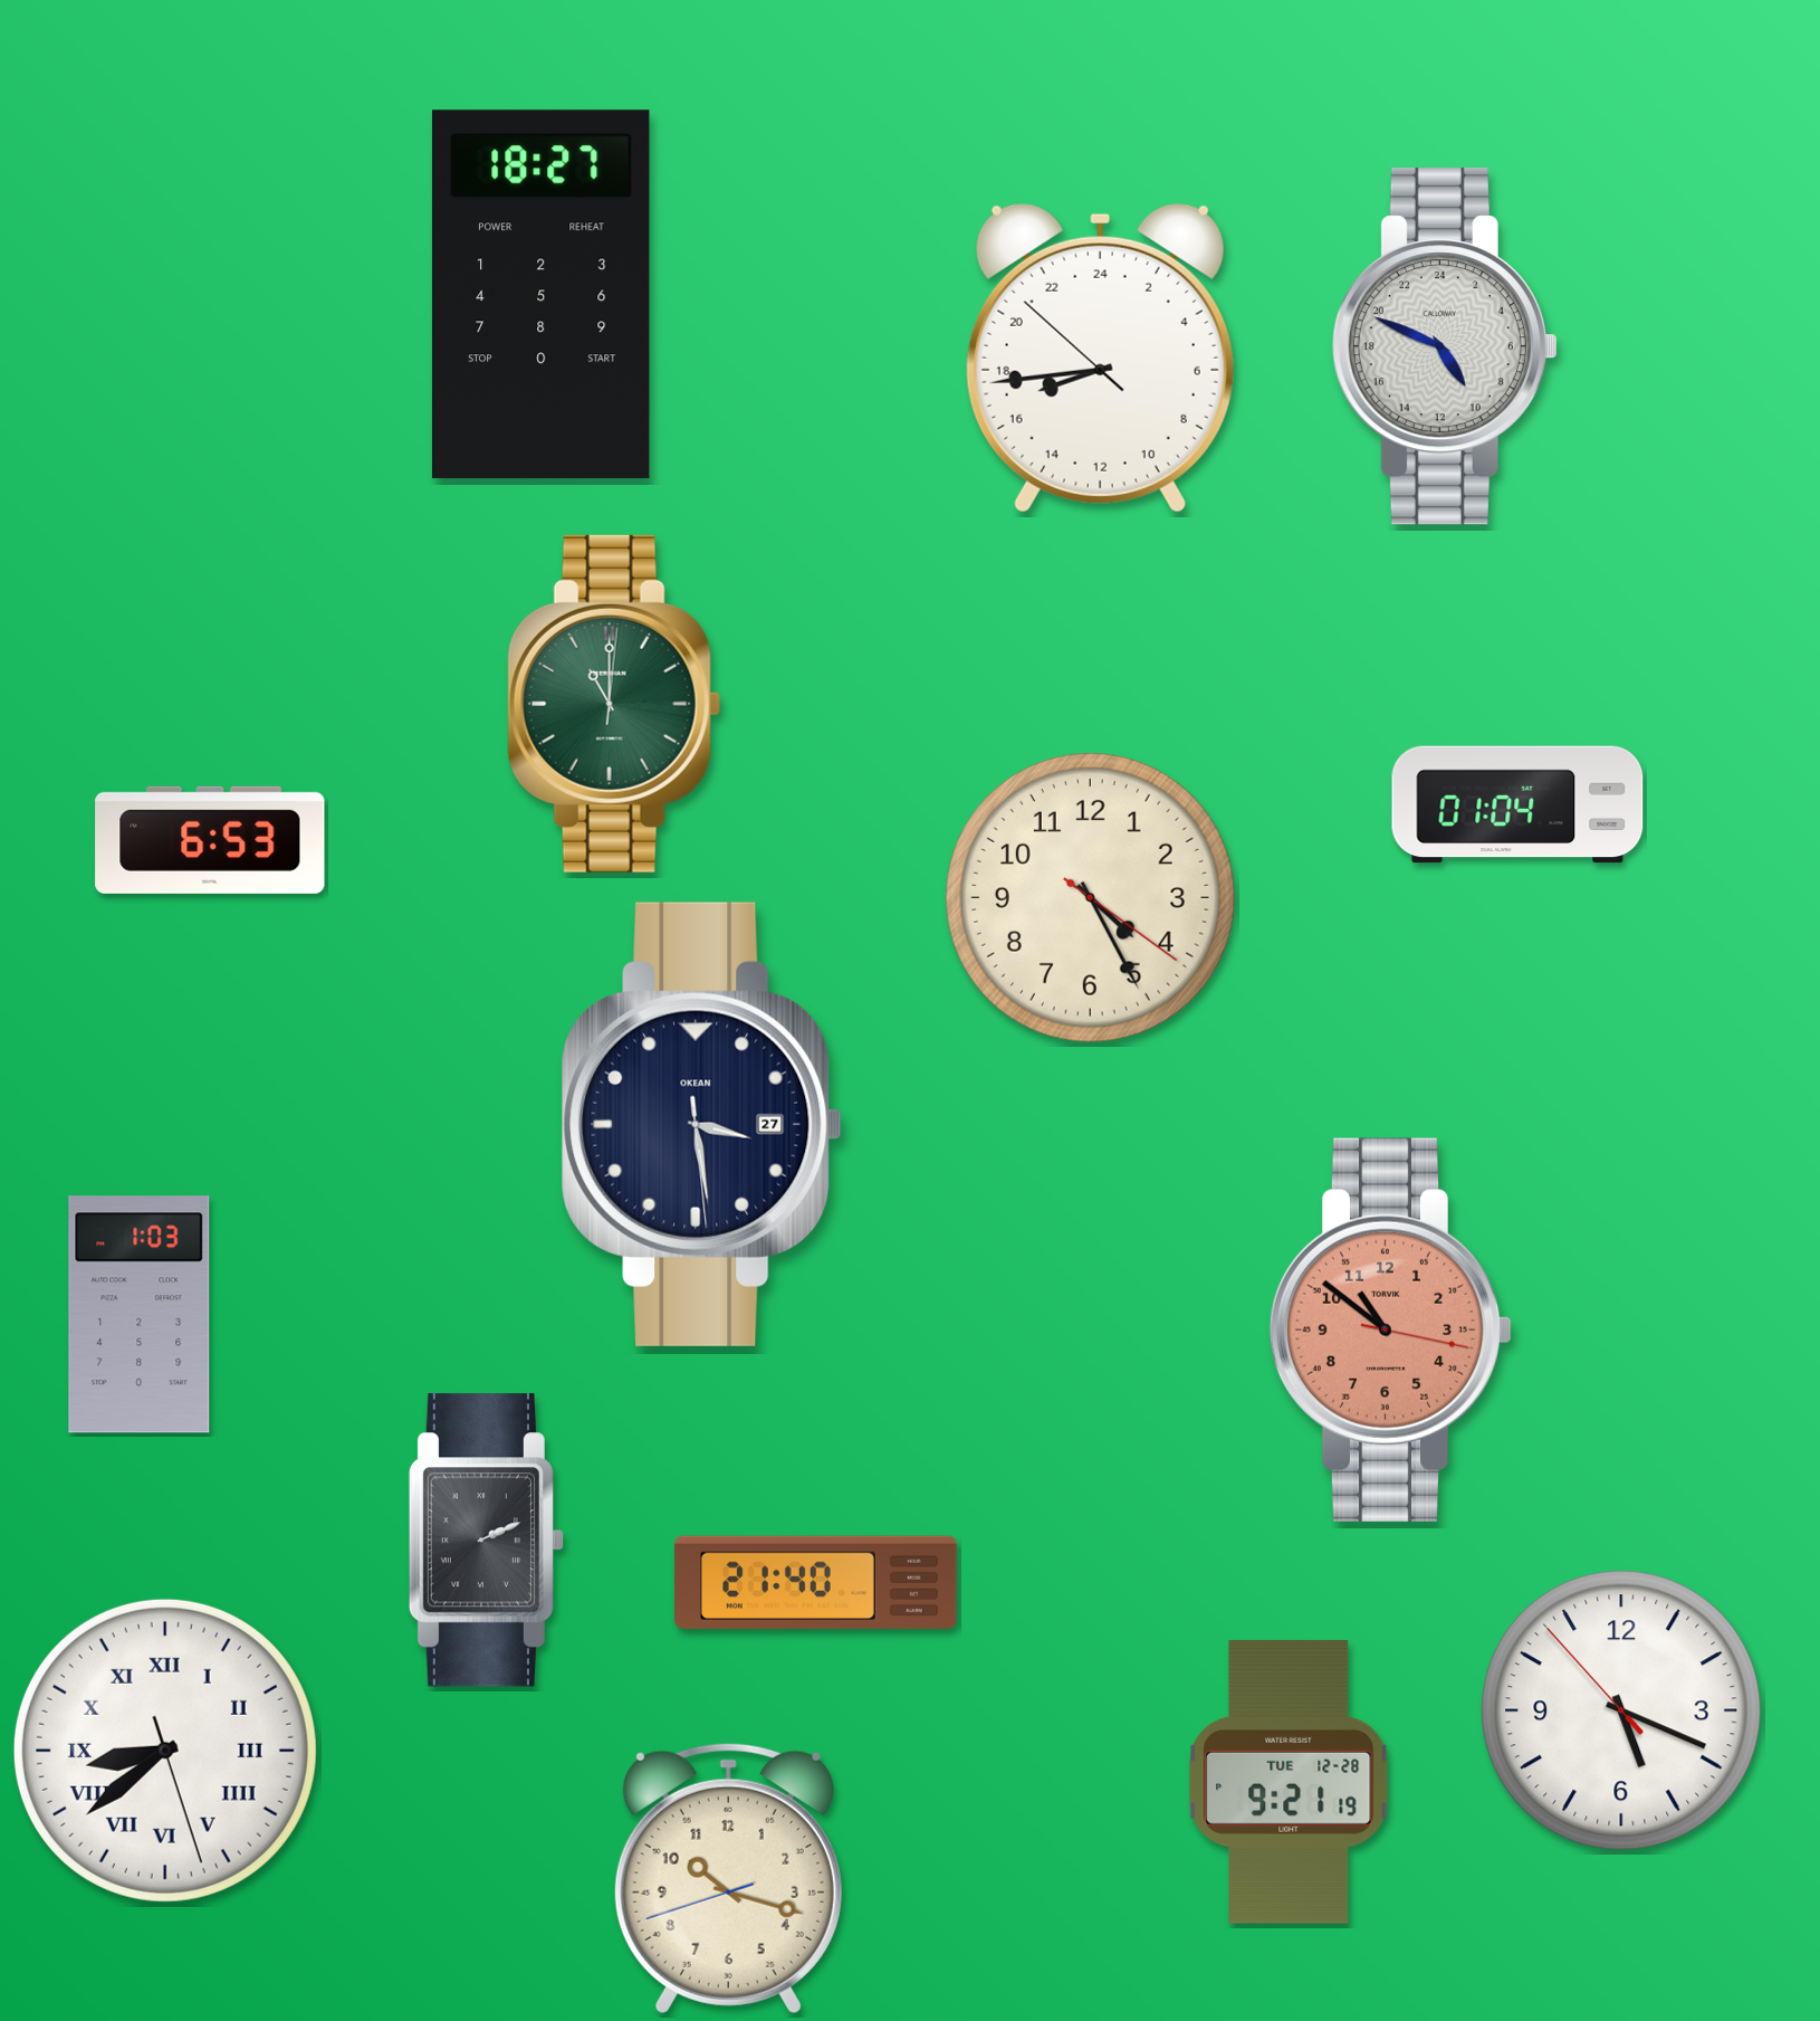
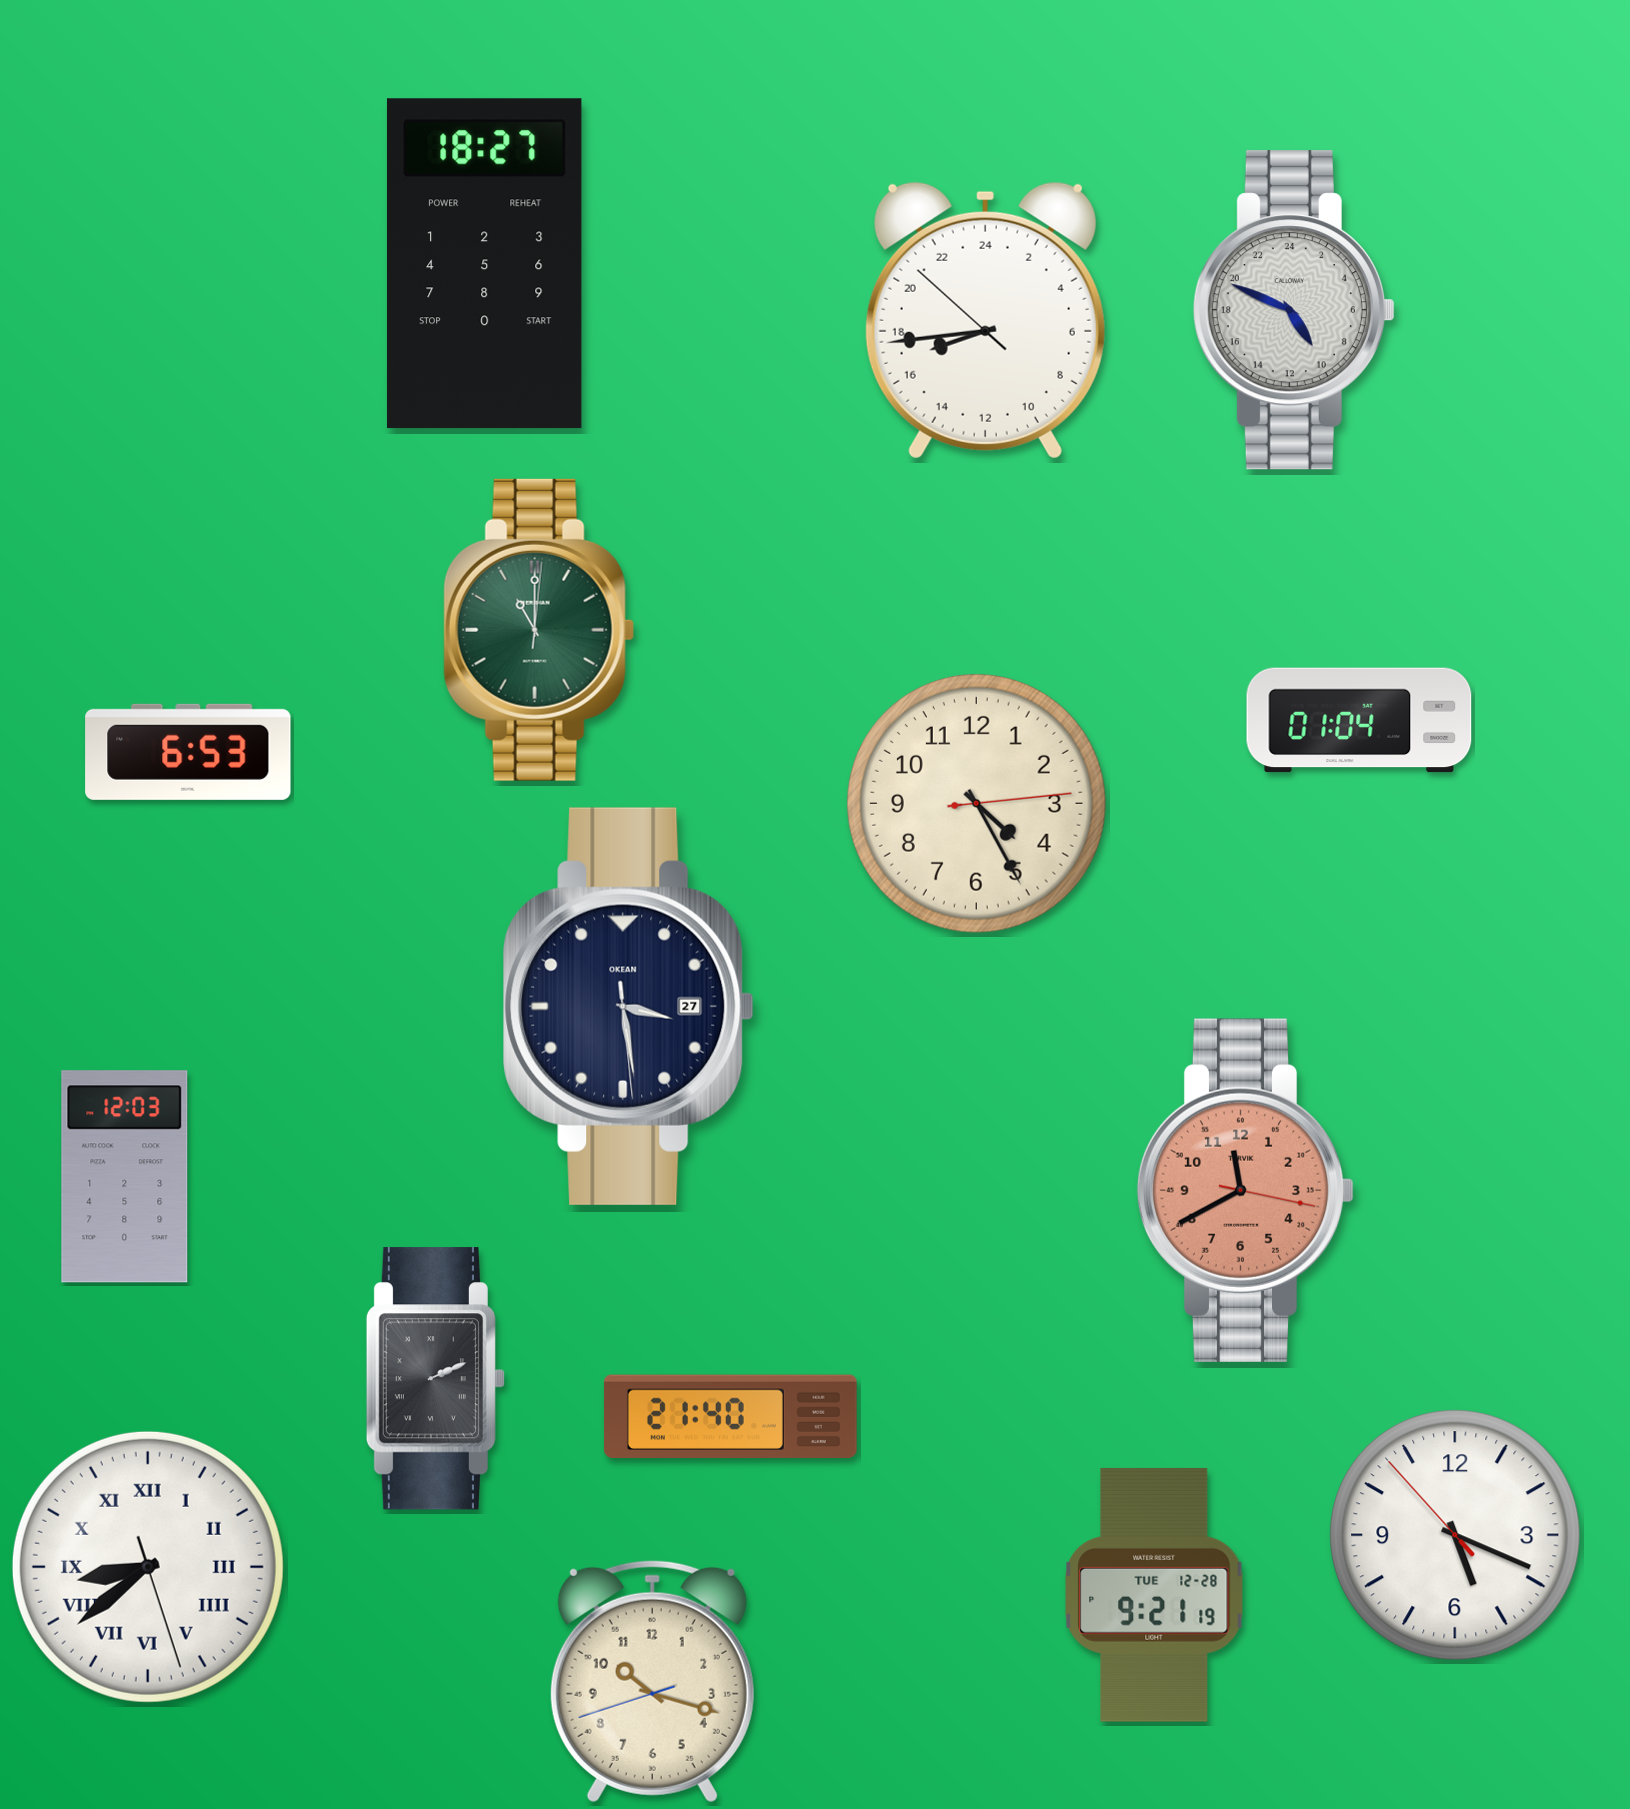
clock at (614, 704) position: (614, 704) -> (539, 630)
clock at (1090, 897): 4:25:21 -> 4:25:14
clock at (140, 1315): 1:03 -> 12:03
clock at (1391, 1329): 10:51 -> 11:40
clock at (1621, 1710) position: (1621, 1710) -> (1455, 1535)
